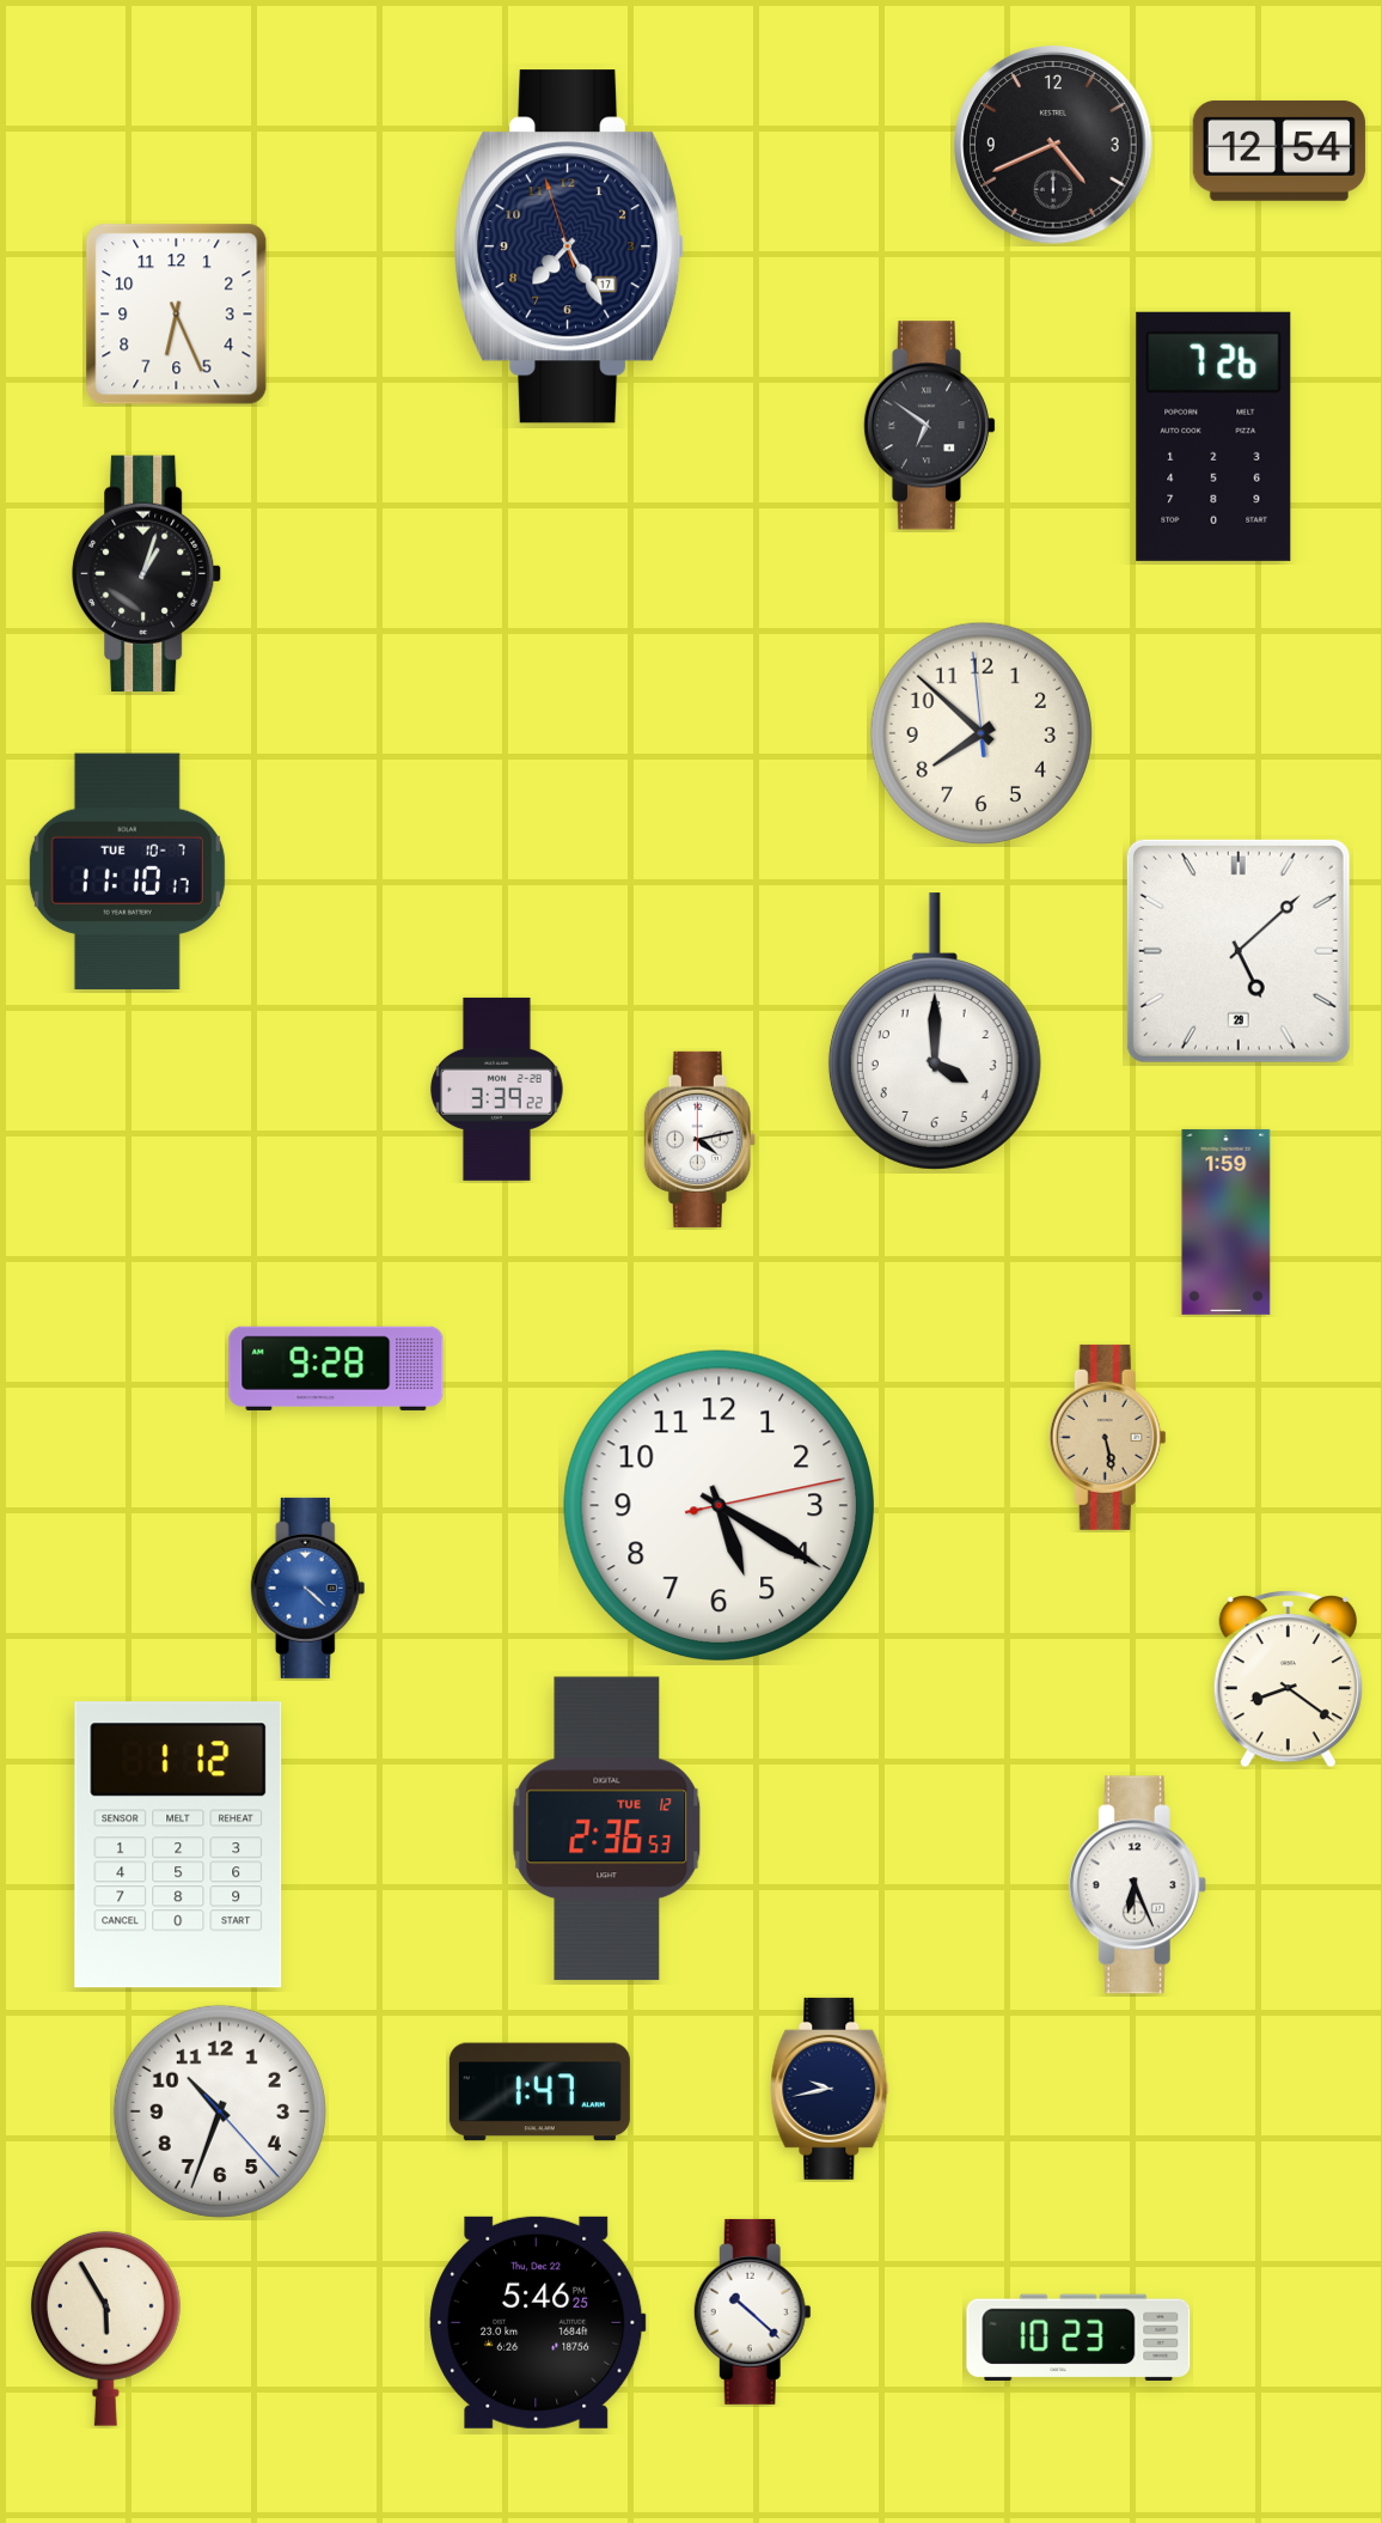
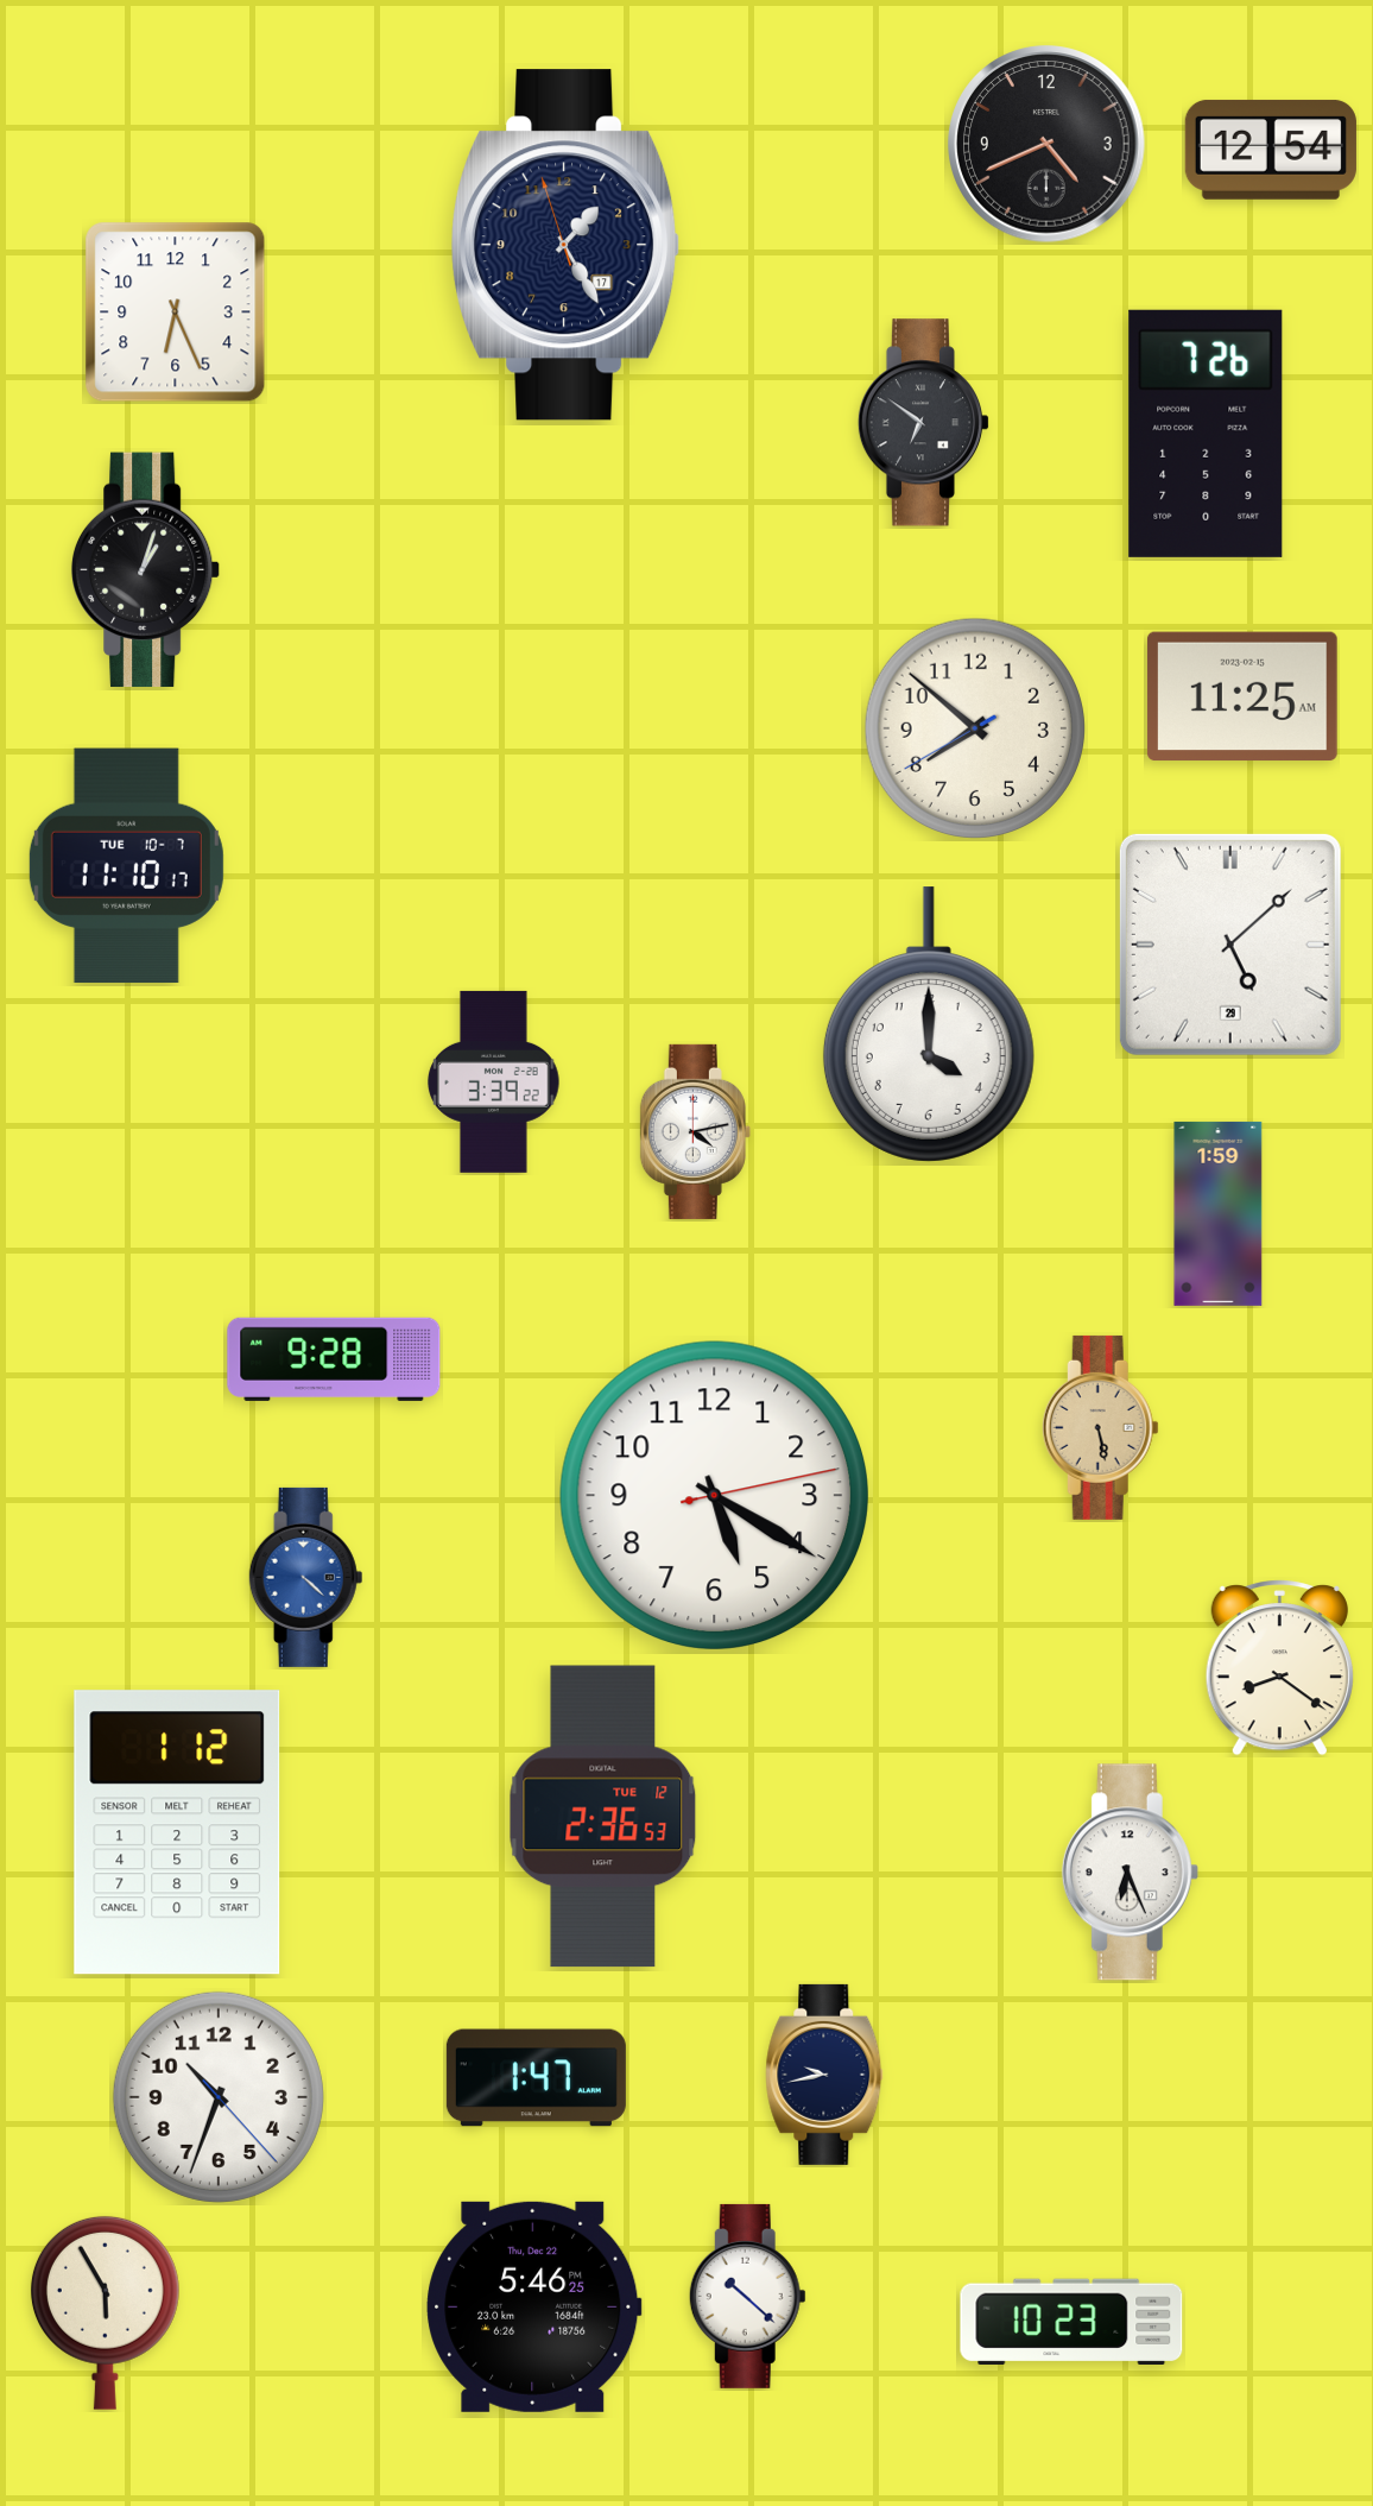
clock at (570, 246): 7:24 -> 1:24
clock at (1242, 696): none -> 11:25
clock at (982, 733): 7:51:59 -> 7:51:40
